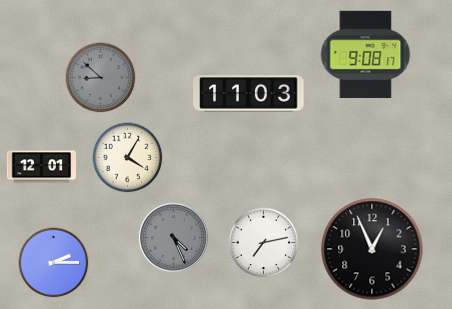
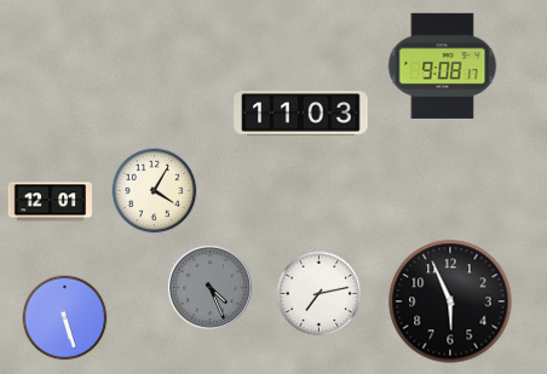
clock at (101, 78): 8:52 -> none
clock at (372, 249): 12:56 -> 5:56
clock at (54, 263): 2:15 -> 5:27
